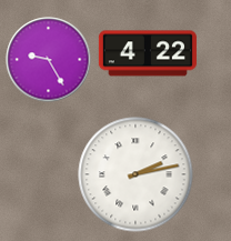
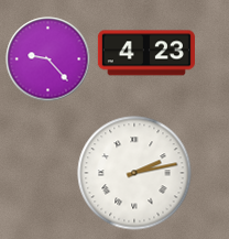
clock at (148, 53): 4:22 -> 4:23
clock at (49, 60): 9:25 -> 9:23
